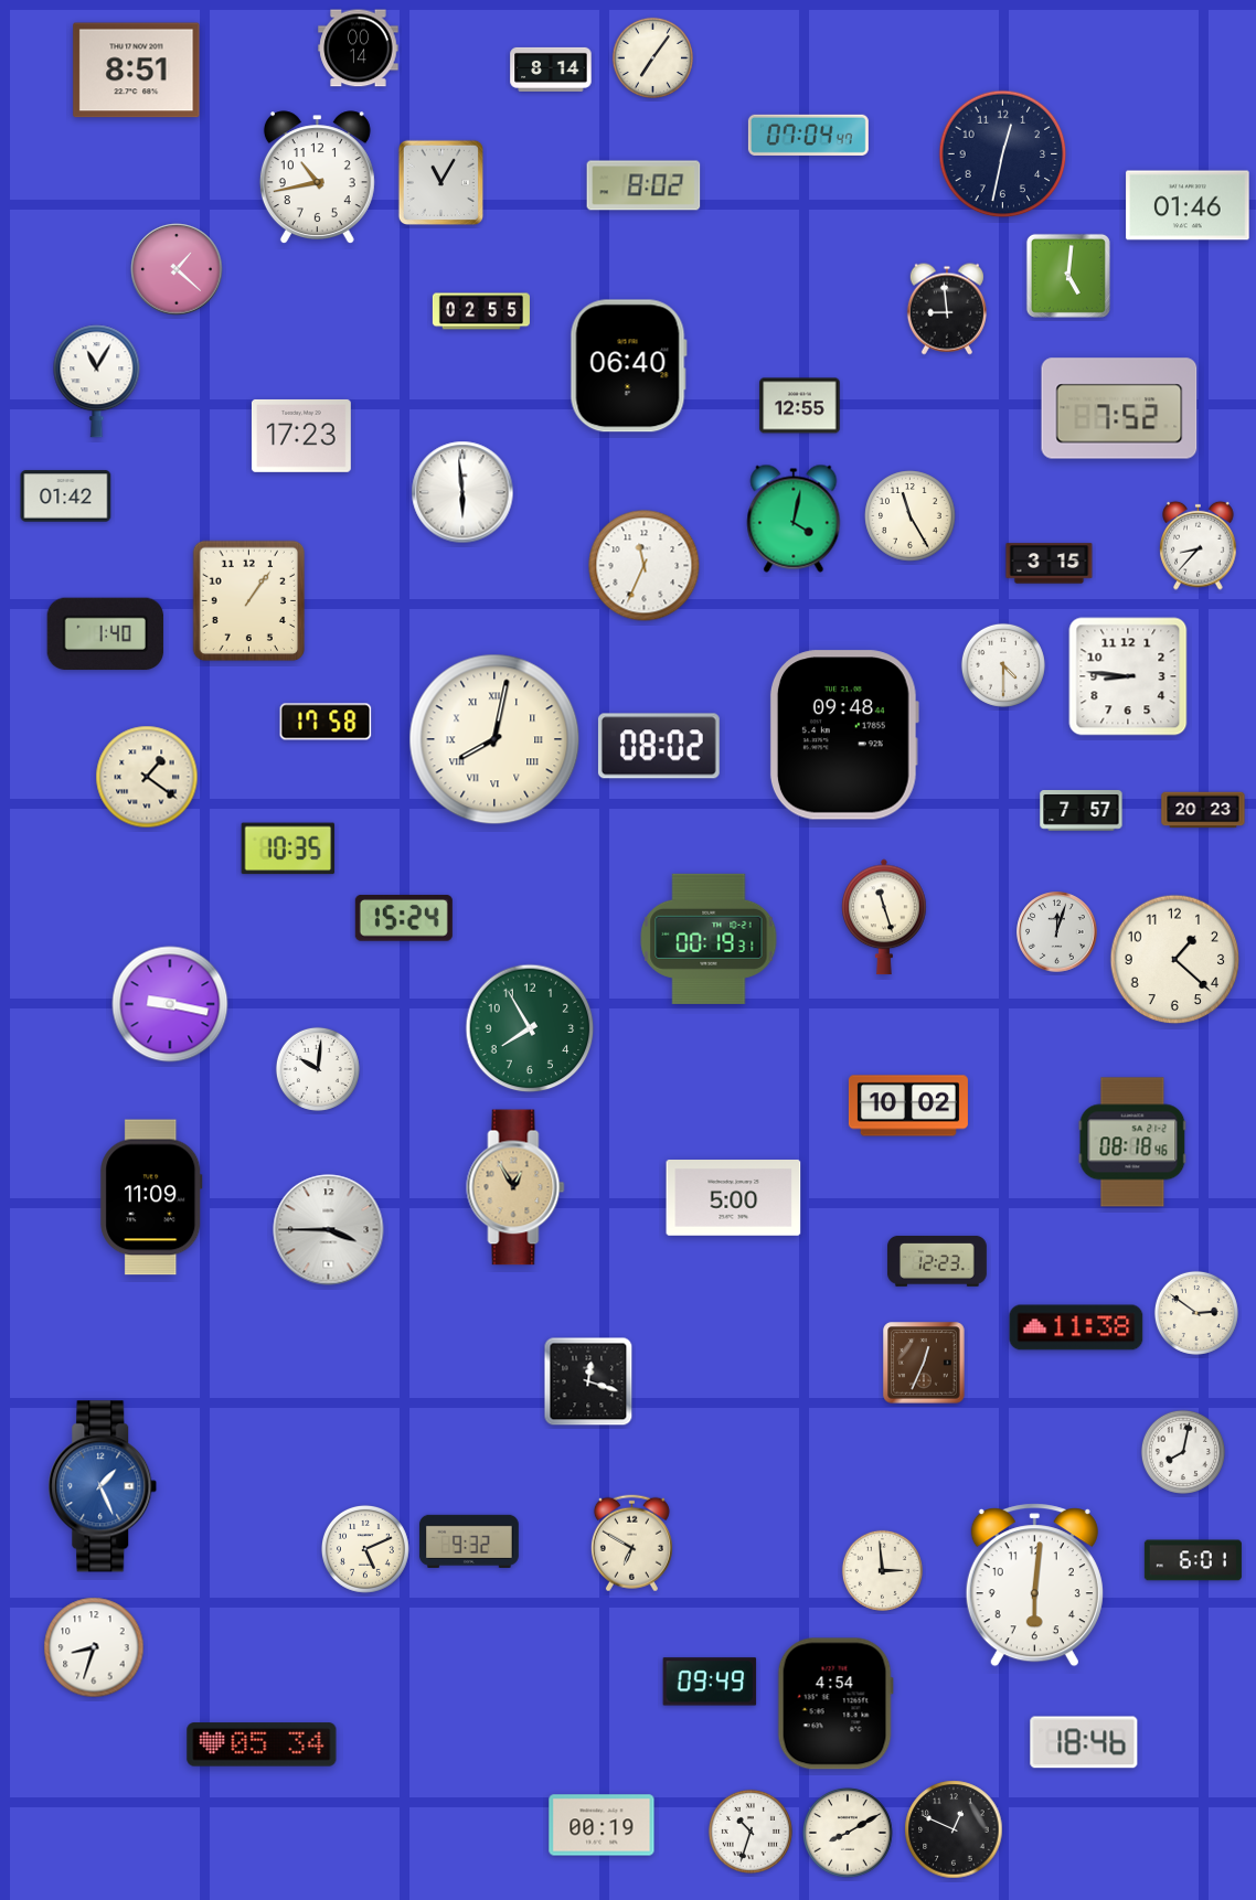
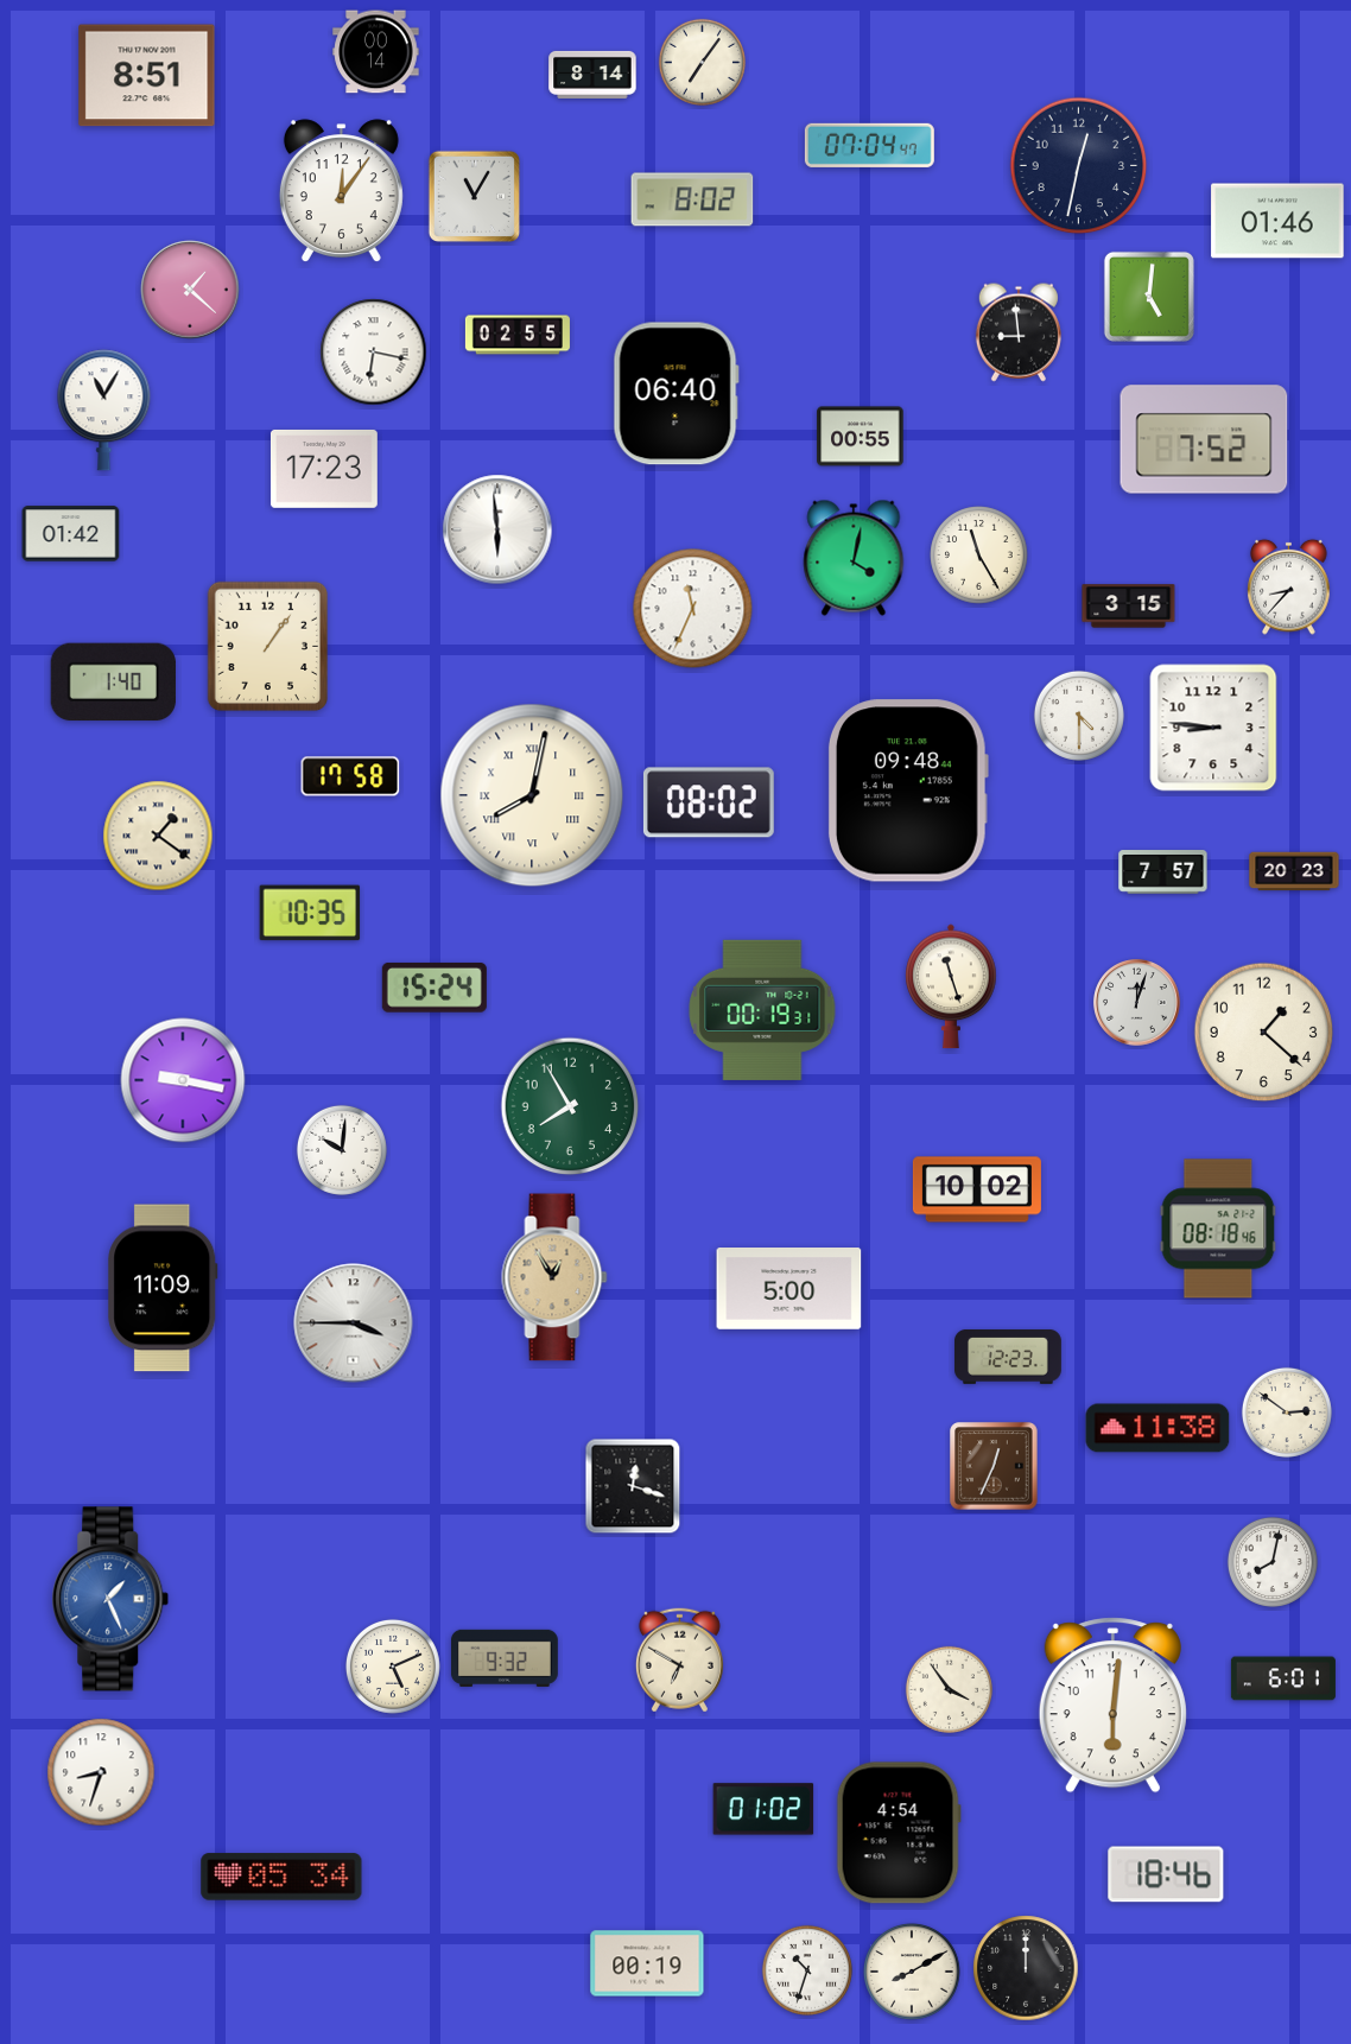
clock at (359, 49) position: (359, 49) -> (376, 52)
clock at (317, 178): 10:43 -> 12:06
clock at (374, 353): none -> 6:17
clock at (800, 406): 12:55 -> 00:55
clock at (882, 1570): 2:59 -> 3:54
clock at (710, 1682): 09:49 -> 01:02
clock at (954, 1829): 12:49 -> 12:00
